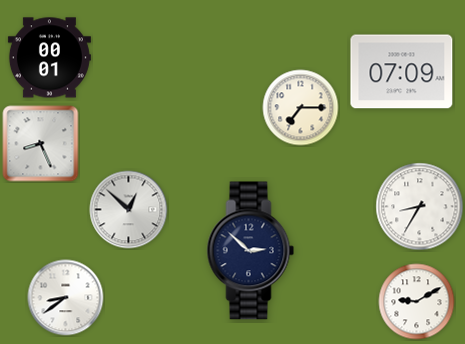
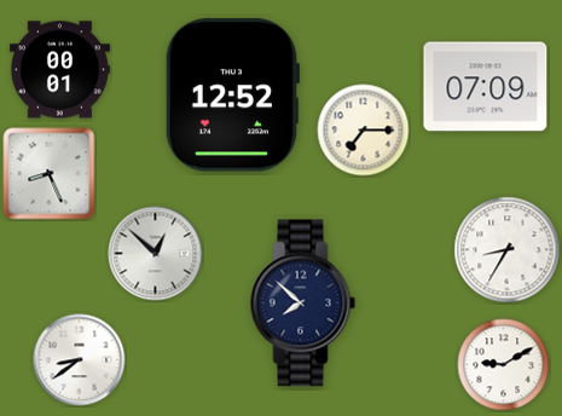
clock at (232, 96): none -> 12:52
clock at (251, 251): 2:52 -> 7:52
